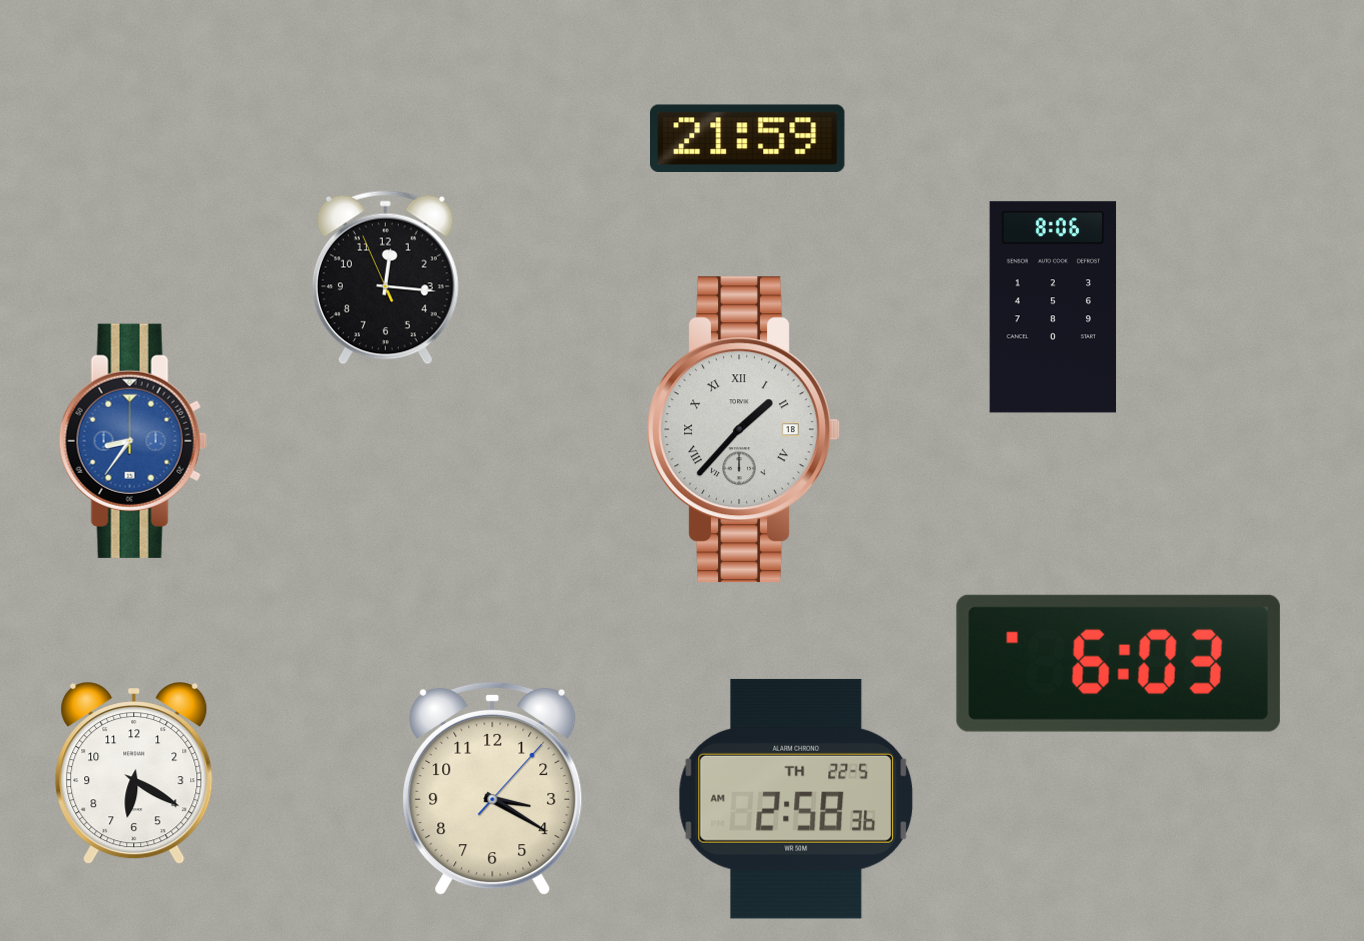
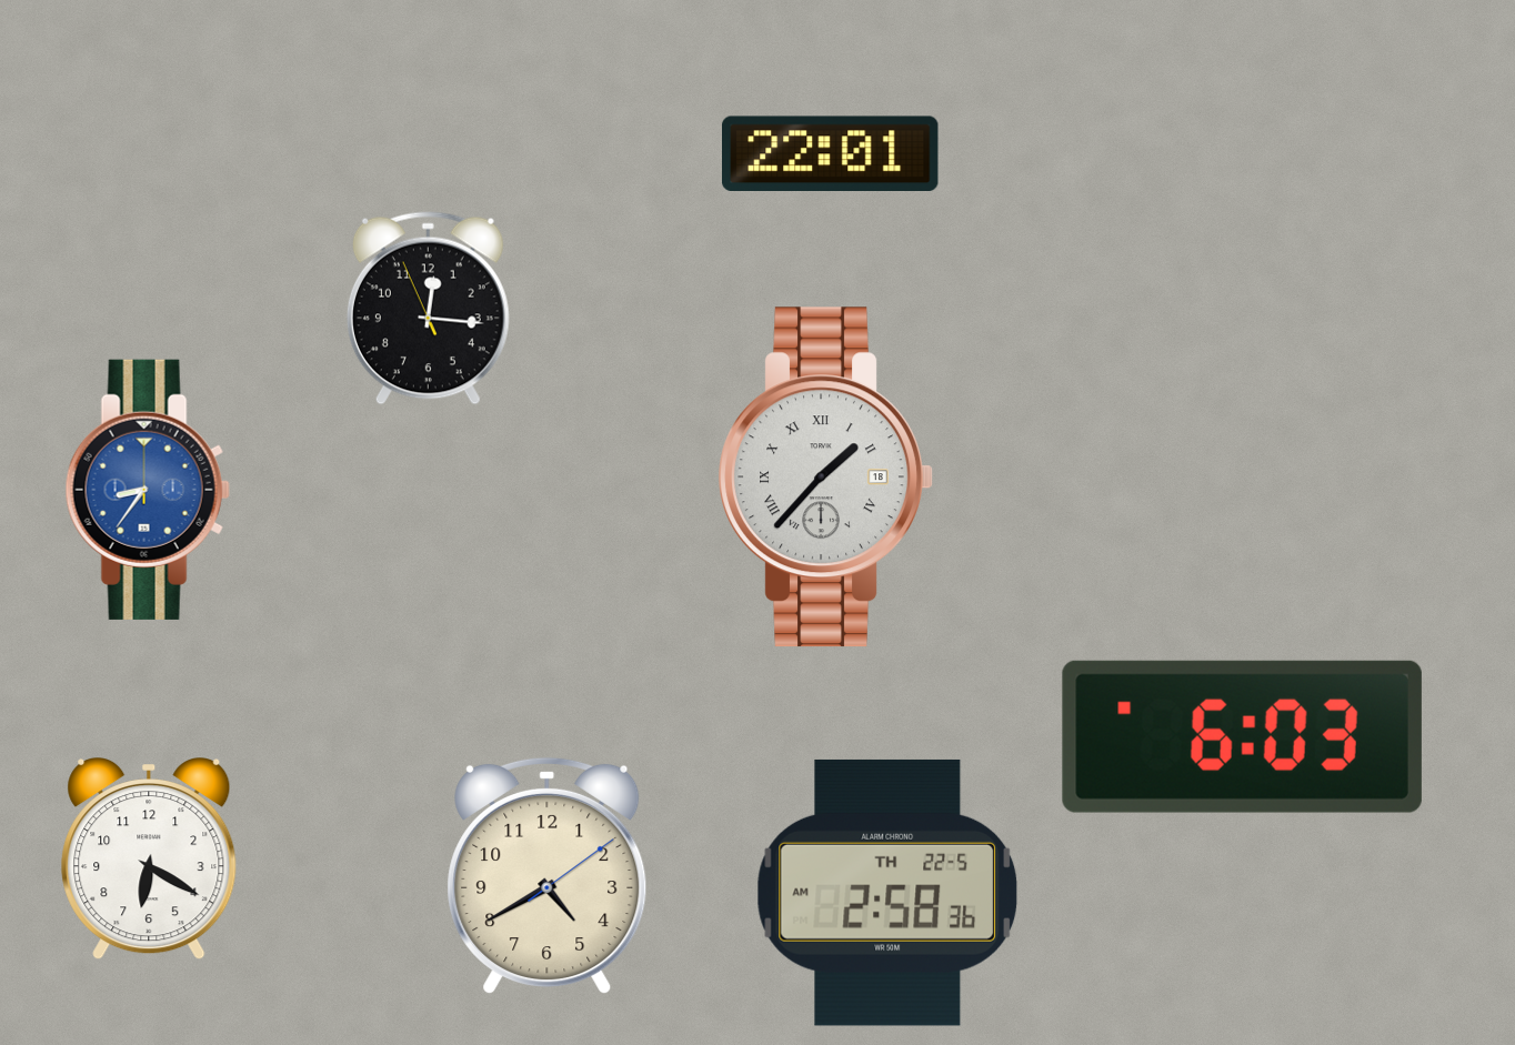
clock at (748, 138): 21:59 -> 22:01
clock at (1053, 307): 8:06 -> none
clock at (493, 789): 3:20 -> 4:40
clock at (796, 799) position: (796, 799) -> (887, 893)
